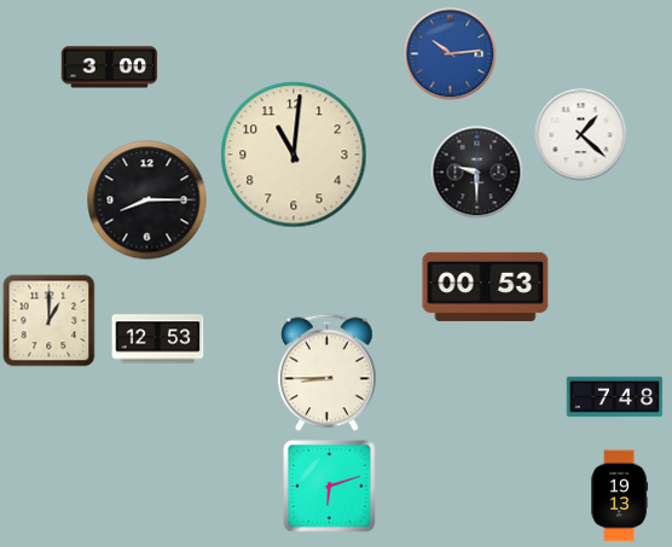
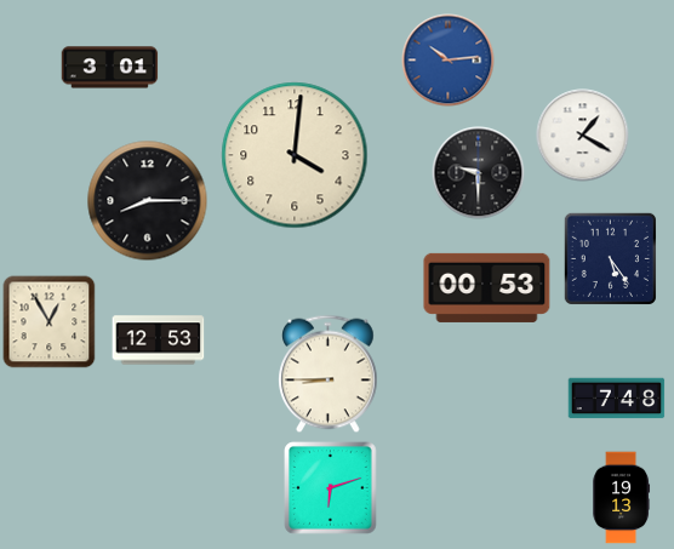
clock at (451, 54) position: (451, 54) -> (449, 61)
clock at (110, 68): 3:00 -> 3:01
clock at (581, 135): 1:22 -> 1:20
clock at (294, 155): 11:01 -> 4:01
clock at (610, 258): none -> 5:24
clock at (50, 321): 1:00 -> 12:55
